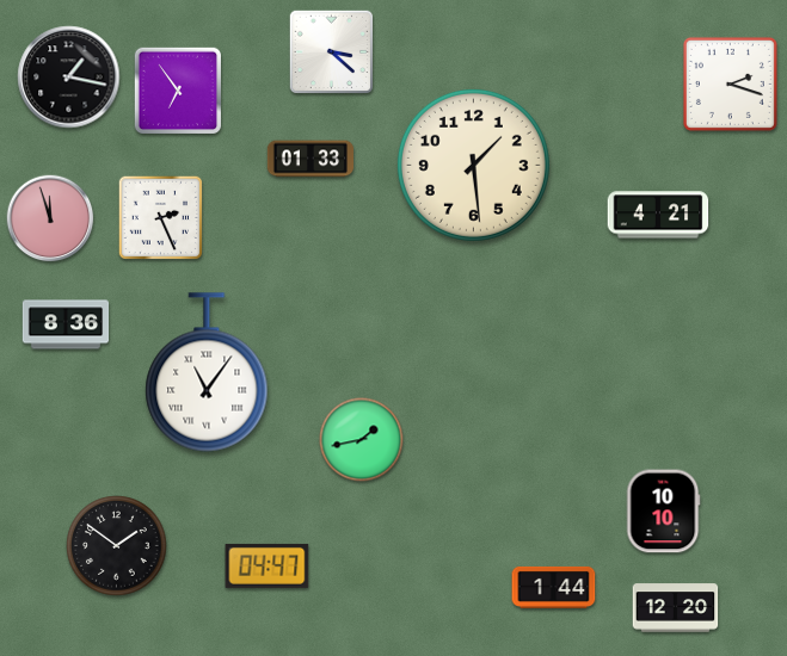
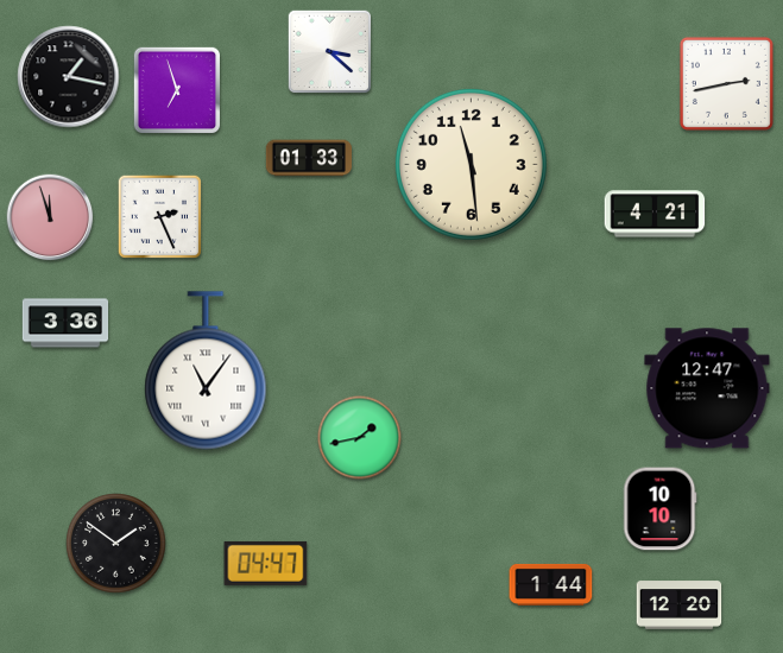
clock at (730, 83): 2:18 -> 2:43
clock at (177, 89): 6:54 -> 6:57
clock at (473, 165): 1:29 -> 11:29
clock at (66, 324): 8:36 -> 3:36
clock at (707, 388): none -> 12:47
clock at (676, 608) position: (676, 608) -> (680, 606)
